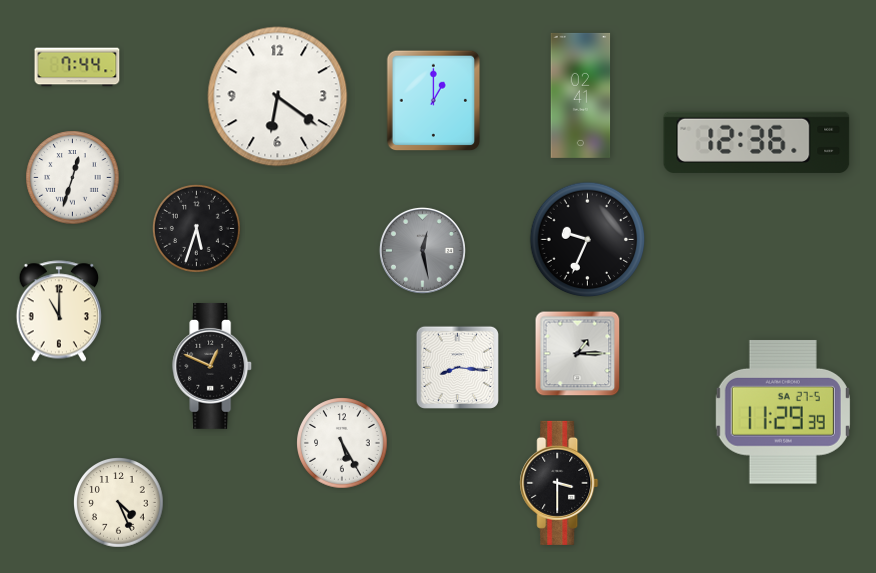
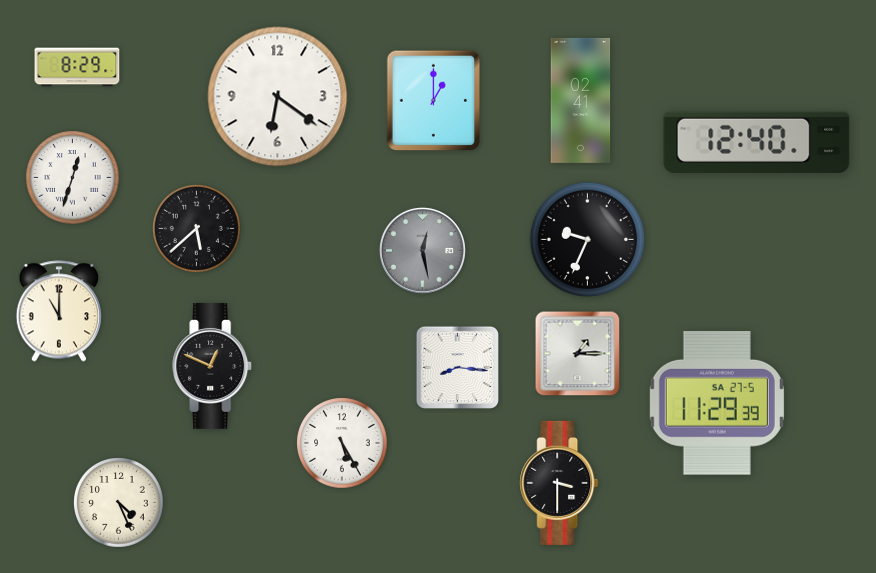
clock at (77, 67): 7:44 -> 8:29
clock at (581, 95) position: (581, 95) -> (581, 100)
clock at (757, 142): 12:36 -> 12:40
clock at (196, 228): 5:33 -> 5:38
clock at (783, 412) position: (783, 412) -> (717, 403)
